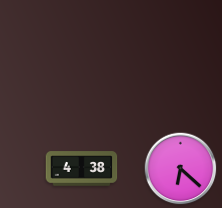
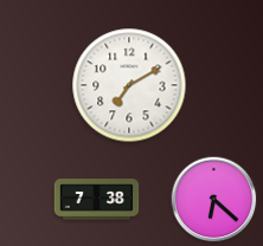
clock at (129, 85): none -> 7:10
clock at (82, 169): 4:38 -> 7:38
